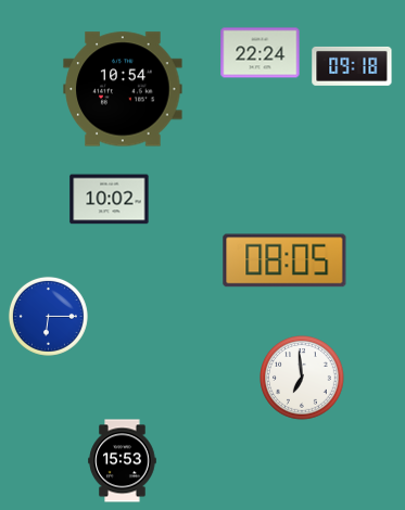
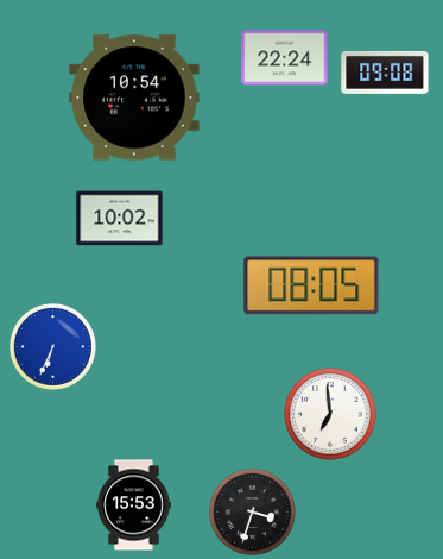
clock at (352, 66): 09:18 -> 09:08
clock at (48, 316): 6:15 -> 6:34
clock at (252, 511): none -> 3:33
